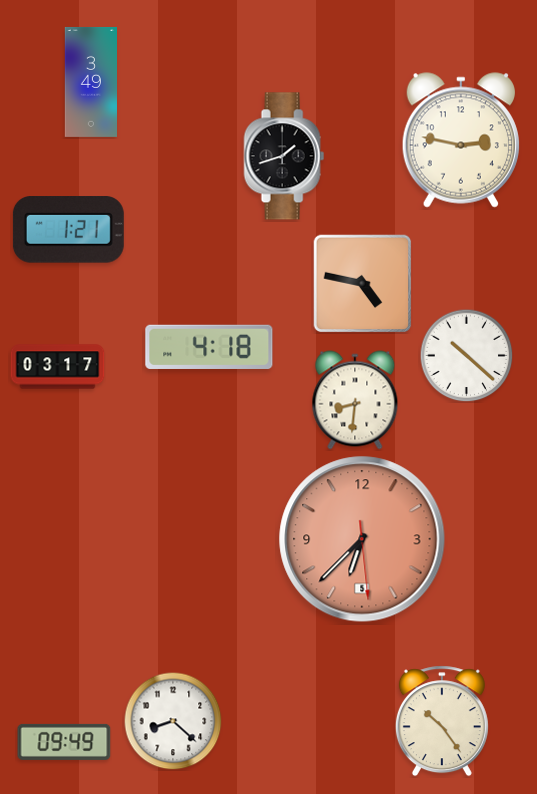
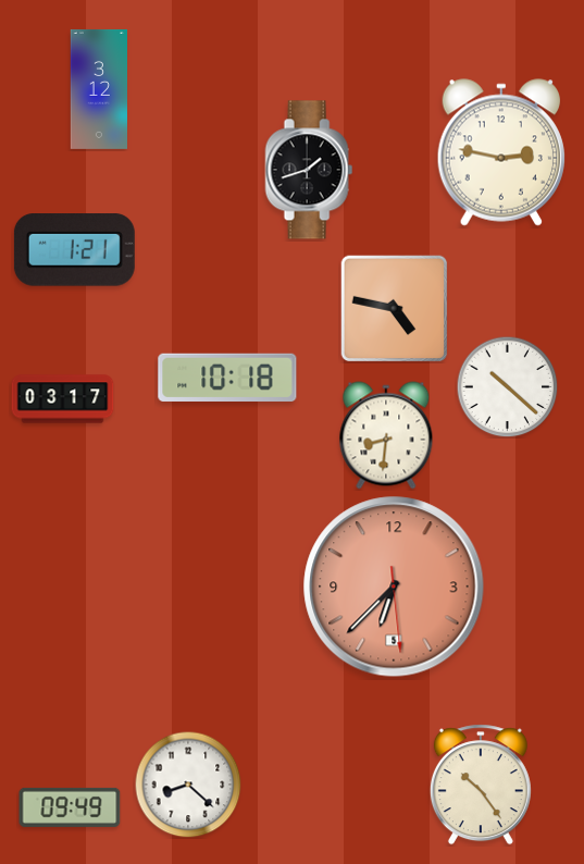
clock at (90, 82): 3:49 -> 3:12
clock at (209, 347): 4:18 -> 10:18
